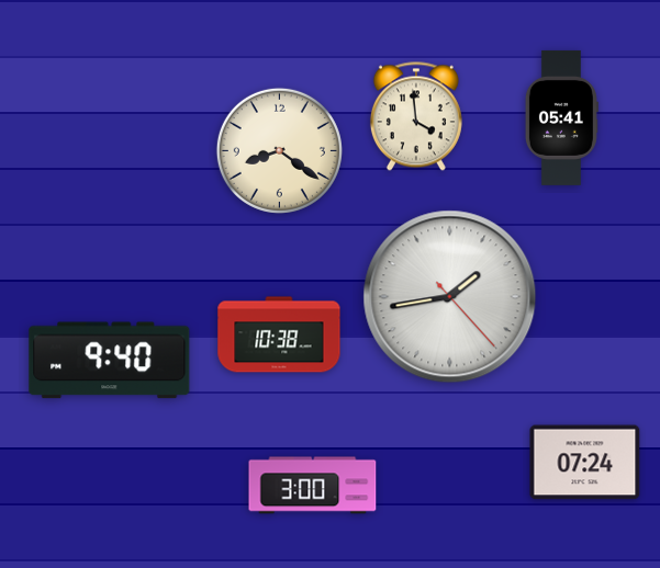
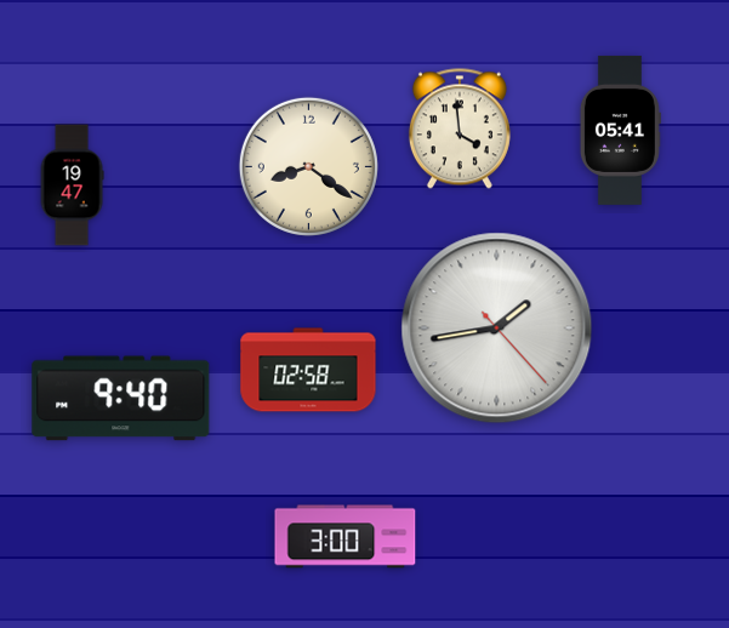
clock at (72, 185): none -> 19:47
clock at (279, 334): 10:38 -> 02:58
clock at (585, 463): 07:24 -> none
